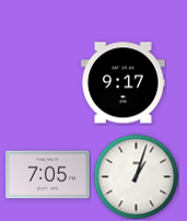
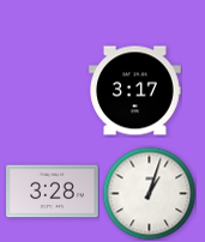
clock at (124, 83): 9:17 -> 3:17
clock at (48, 175): 7:05 -> 3:28
